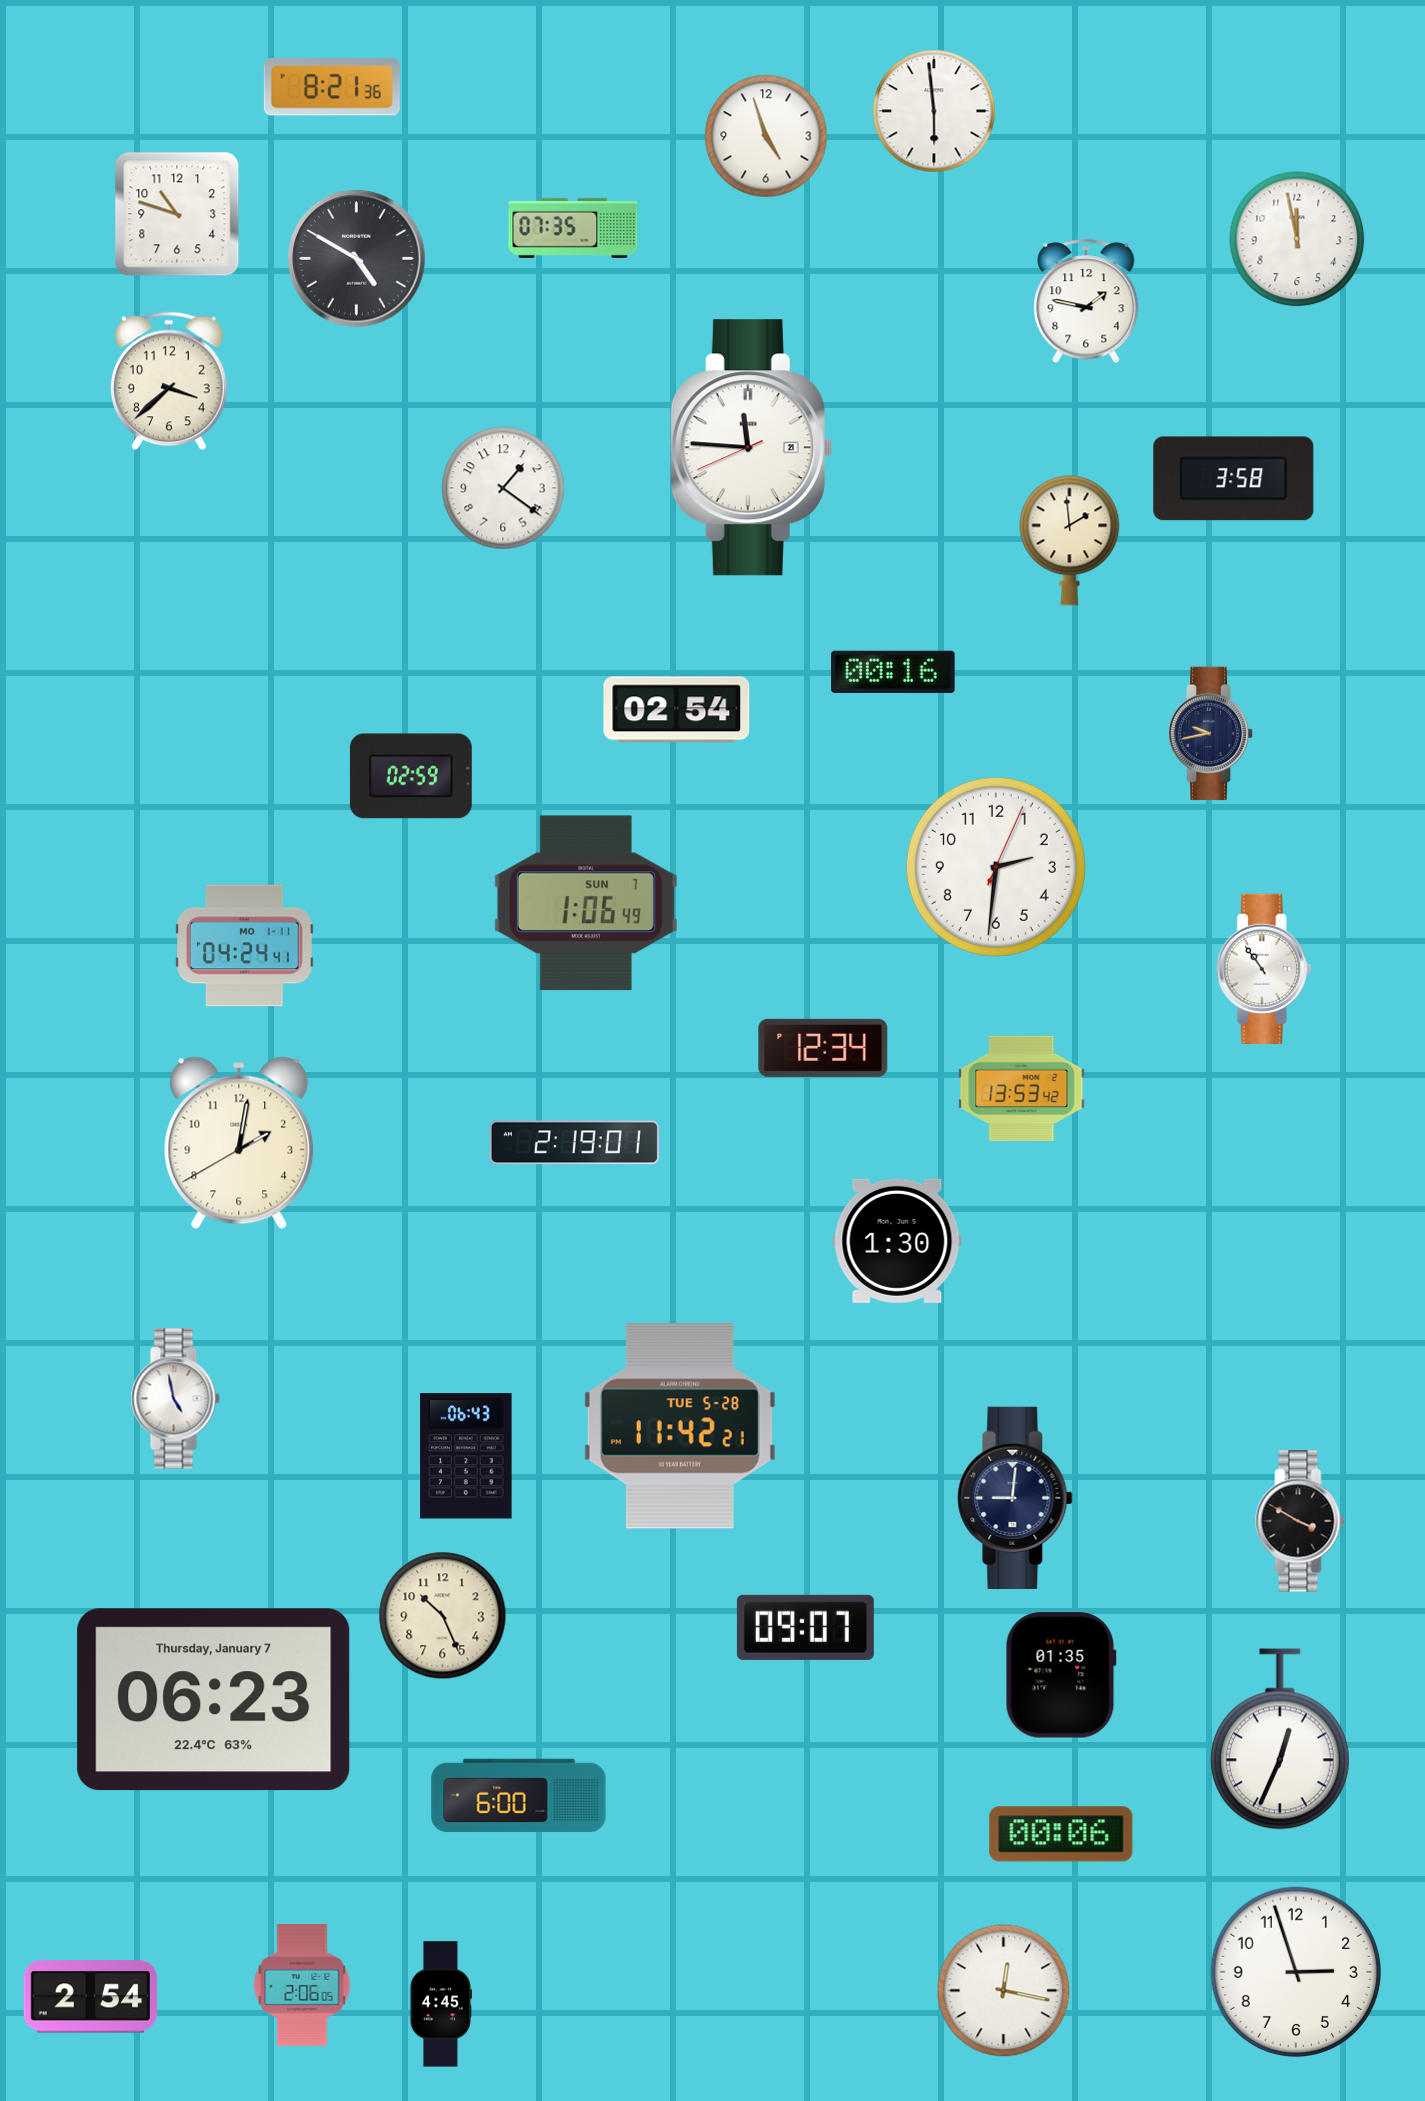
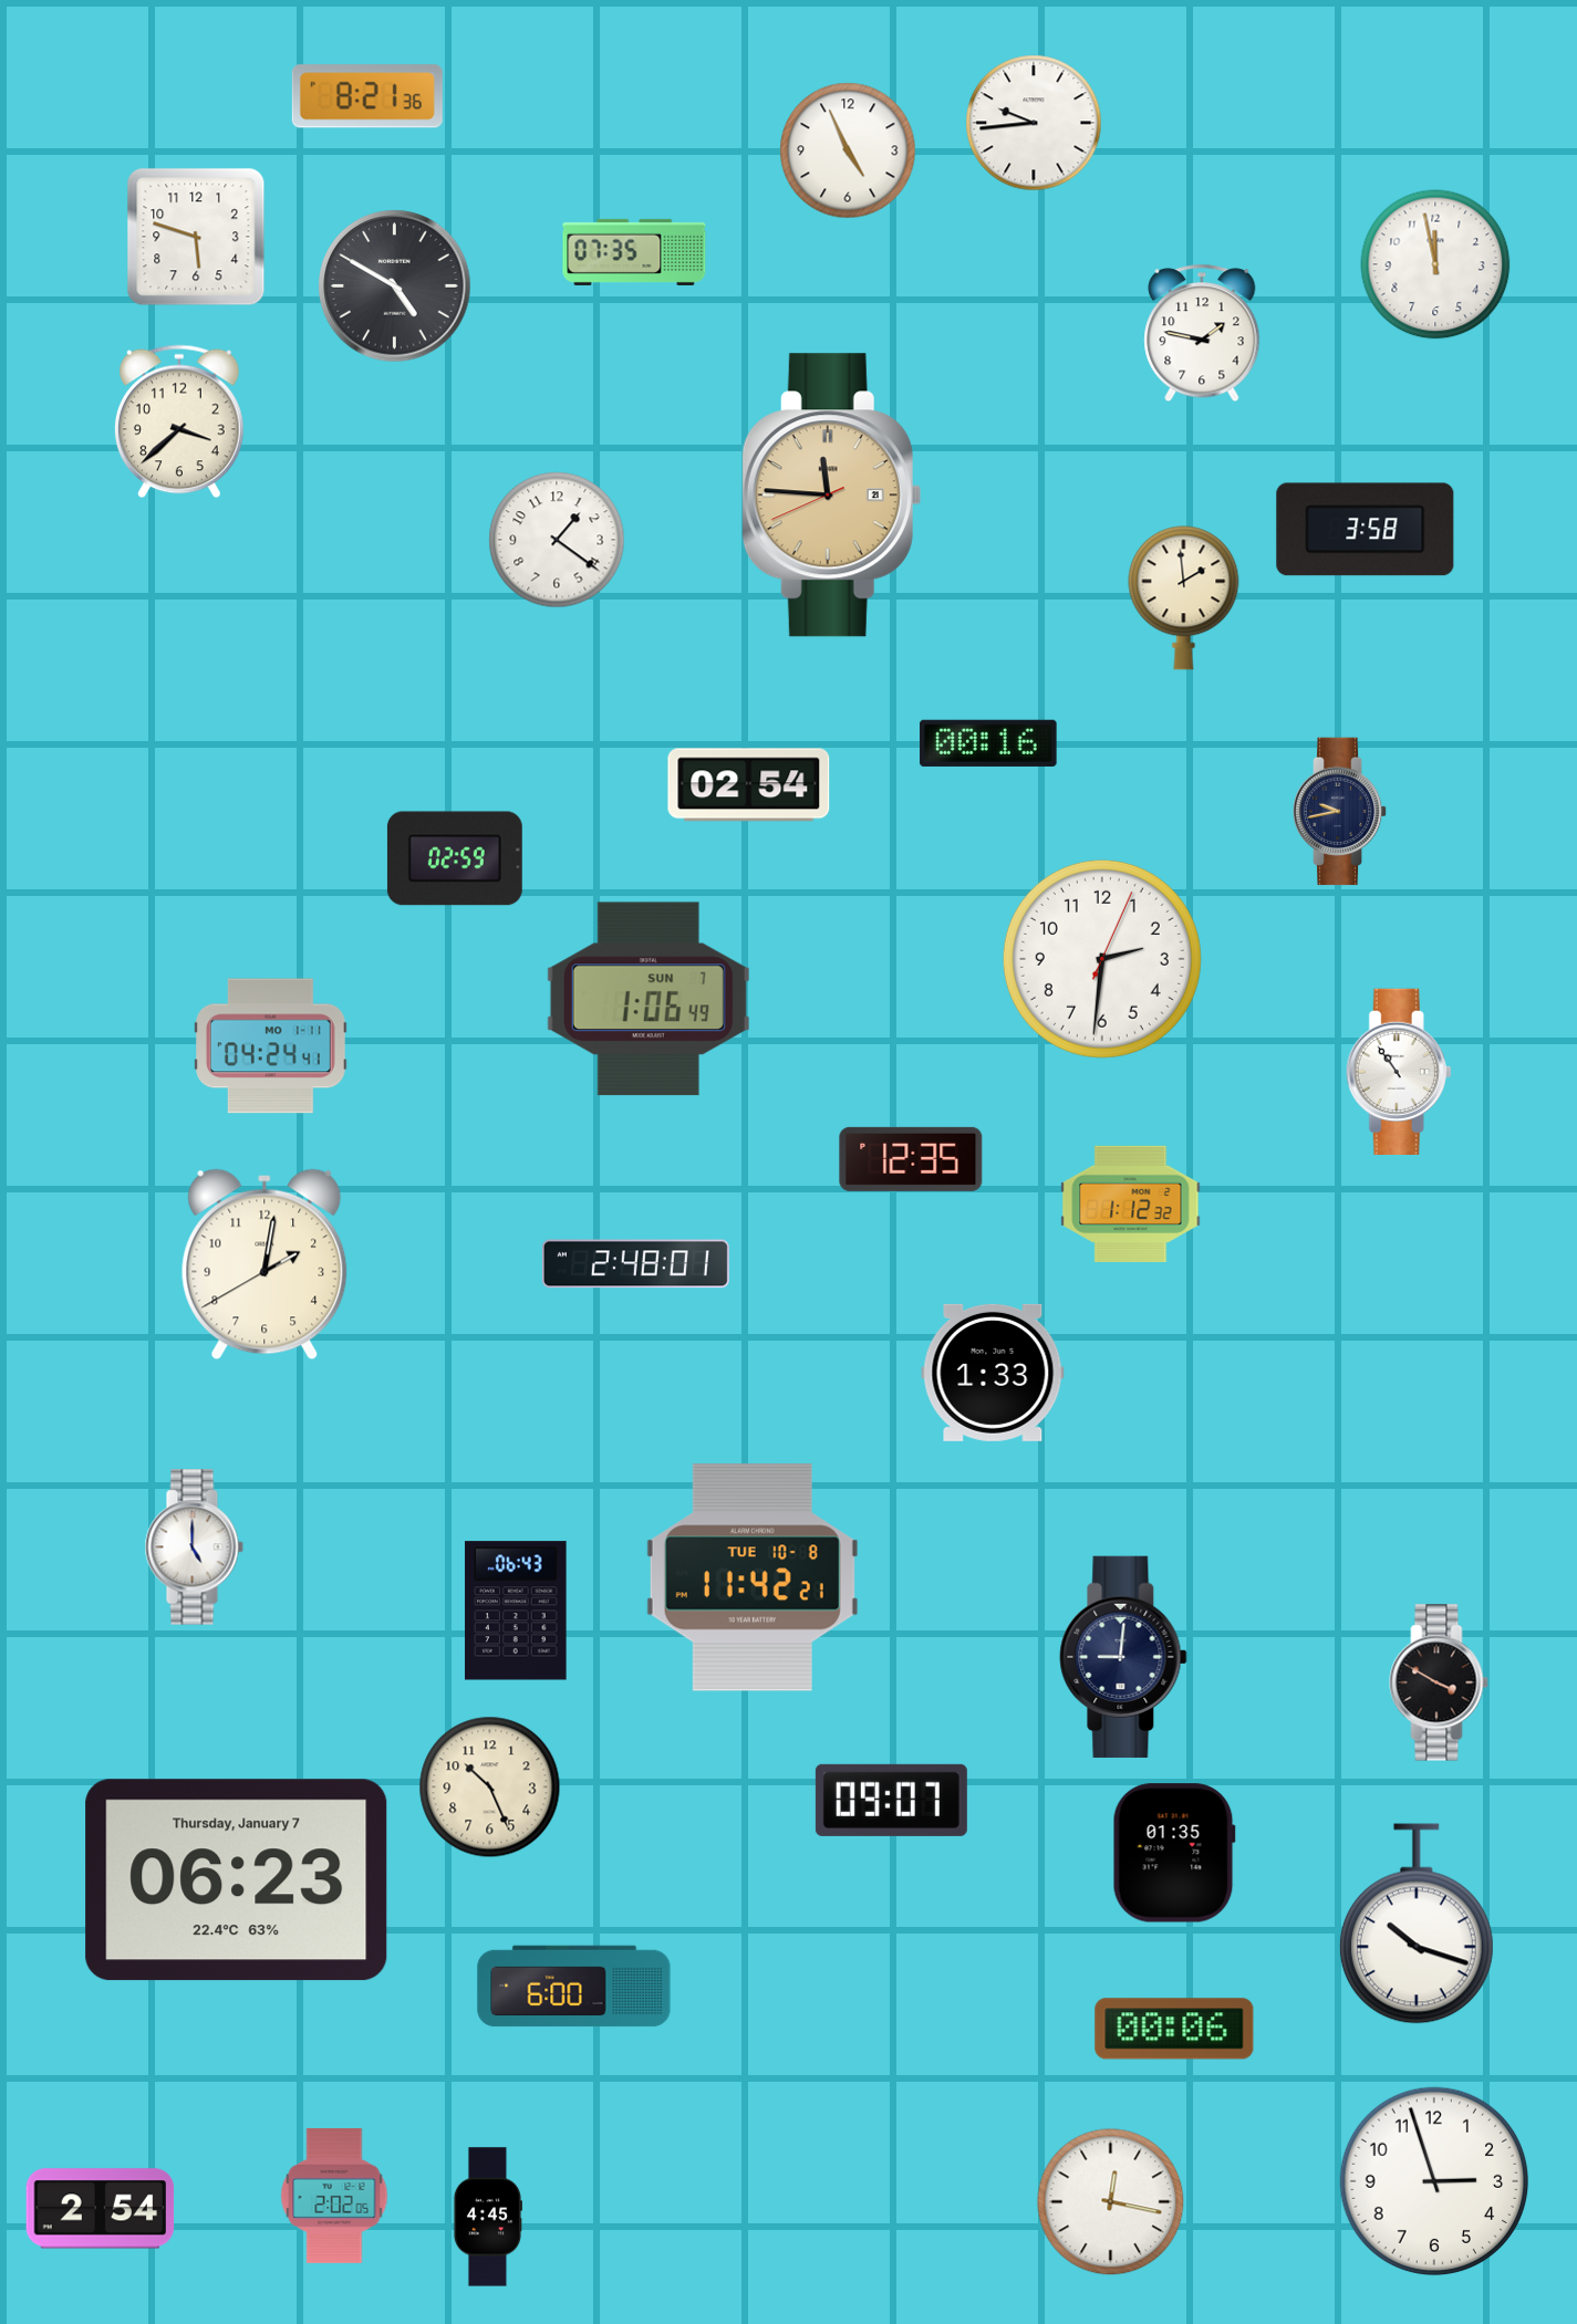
clock at (934, 111): 5:59 -> 9:44
clock at (766, 136): 4:57 -> 4:56
clock at (177, 214): 10:48 -> 5:48
clock at (169, 381) position: (169, 381) -> (179, 421)
clock at (751, 448) dial: white -> champagne
clock at (823, 1048): 12:34 -> 12:35
clock at (1022, 1088): 13:53 -> 1:12
clock at (574, 1143): 2:19 -> 2:48
clock at (897, 1241): 1:30 -> 1:33
clock at (175, 1399): 4:58 -> 5:00
clock at (680, 1426) date: TUE 5-28 -> TUE 10-8
clock at (1280, 1739): 12:34 -> 10:18
clock at (302, 1985): 2:06 -> 2:02
